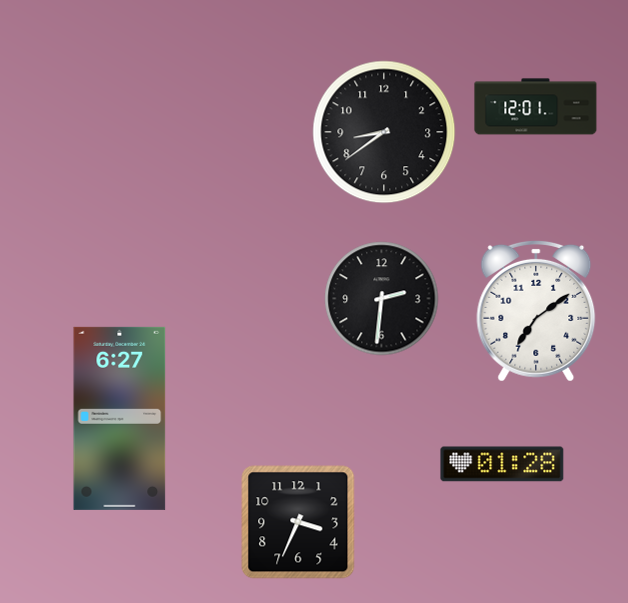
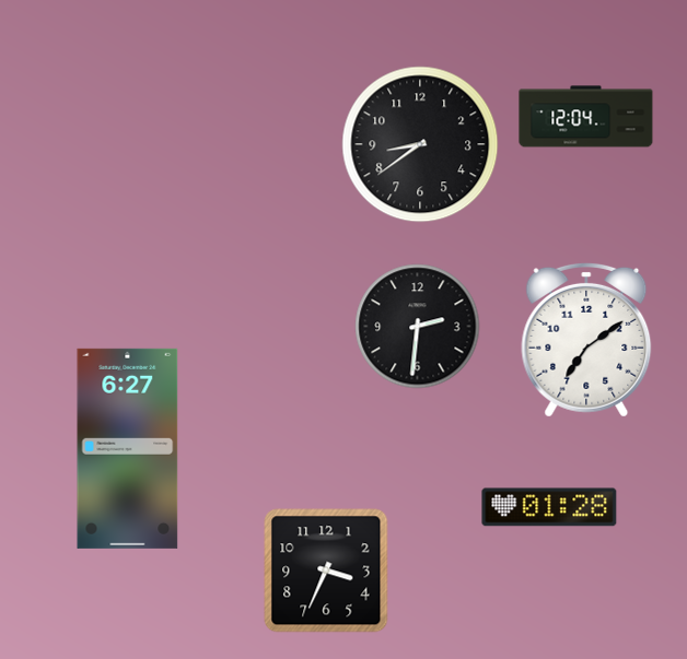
clock at (536, 107): 12:01 -> 12:04
clock at (120, 418) position: (120, 418) -> (128, 448)
